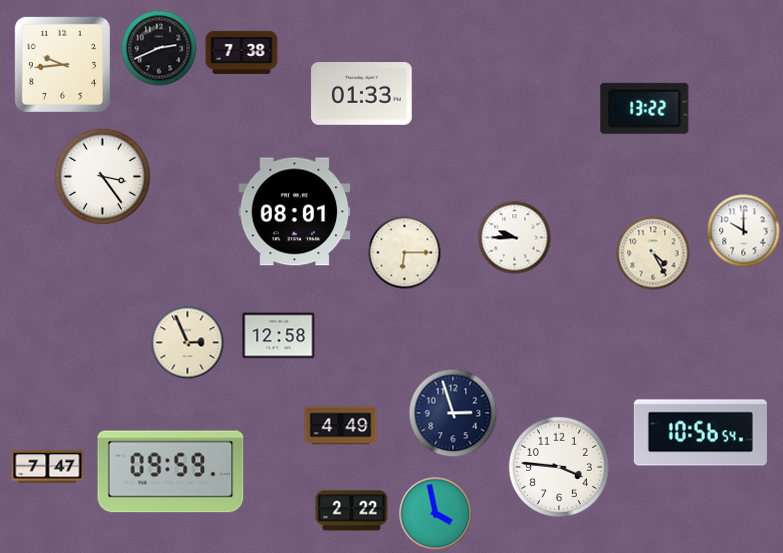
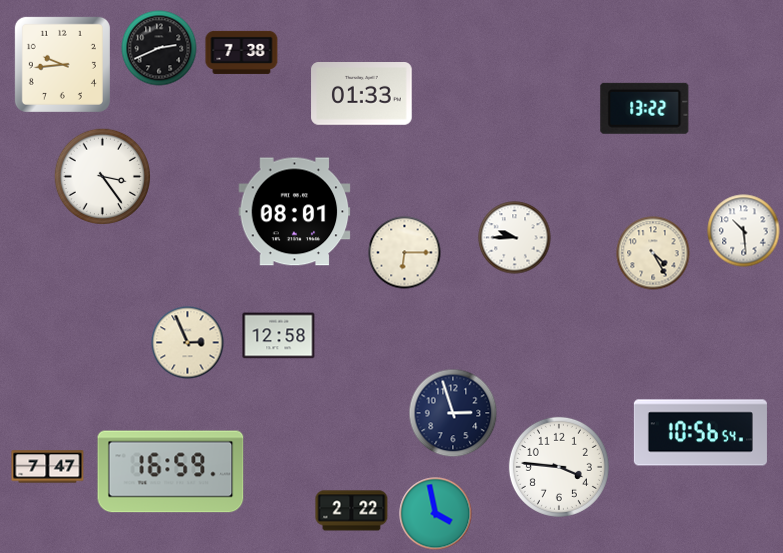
clock at (744, 231): 10:00 -> 10:29
clock at (341, 426): 4:49 -> none
clock at (171, 472): 09:59 -> 16:59
